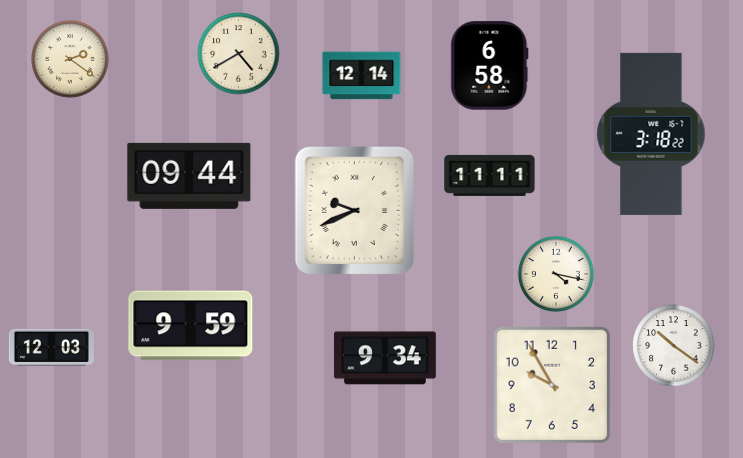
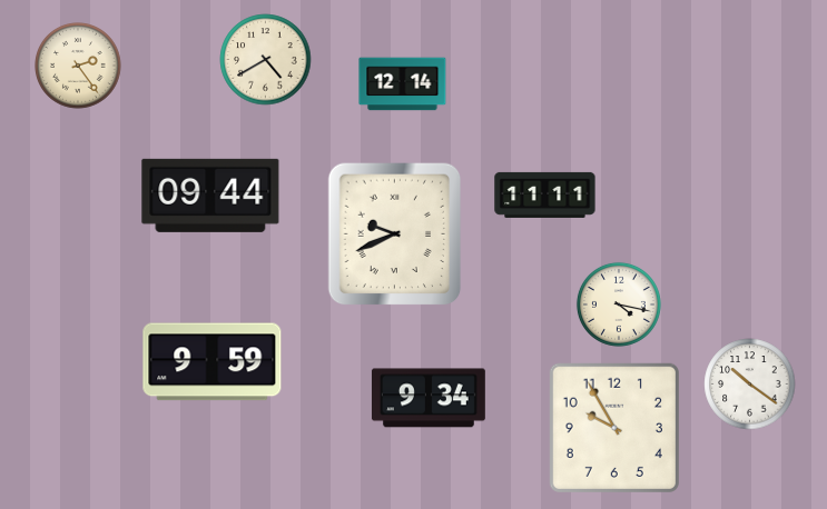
clock at (71, 60): 2:21 -> 2:24
clock at (490, 66): 6:58 -> none
clock at (651, 134): 3:18 -> none
clock at (51, 347): 12:03 -> none
